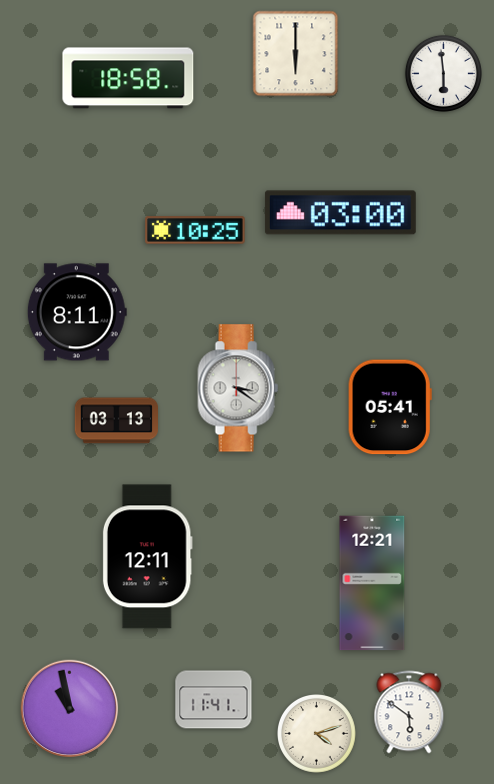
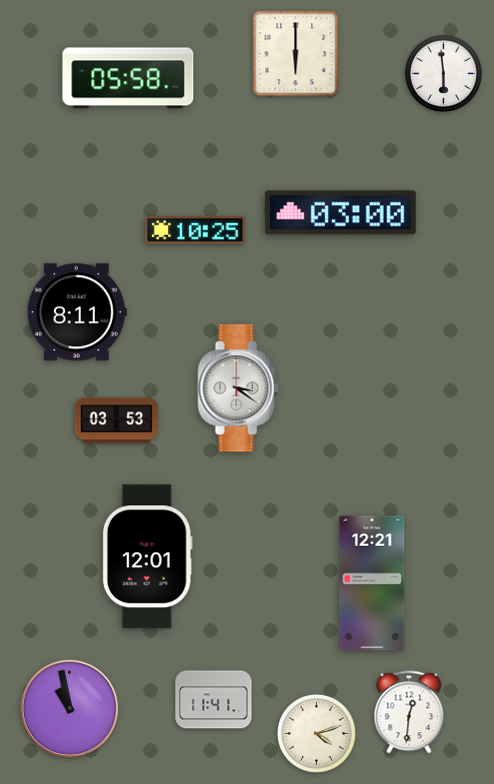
clock at (128, 78): 18:58 -> 05:58
clock at (390, 407): 05:41 -> none
clock at (116, 421): 03:13 -> 03:53
clock at (147, 557): 12:11 -> 12:01
clock at (409, 712): 5:51 -> 12:31
